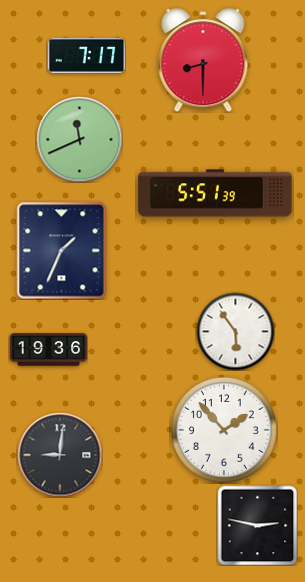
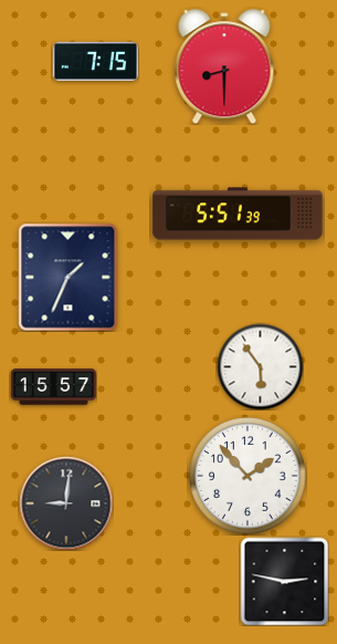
clock at (86, 55): 7:17 -> 7:15
clock at (79, 139): 11:41 -> none
clock at (48, 350): 19:36 -> 15:57
